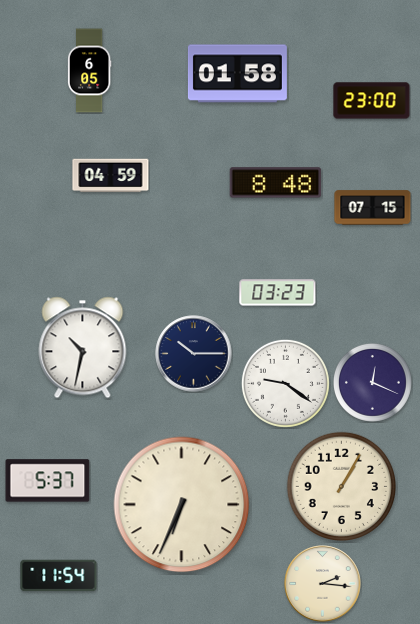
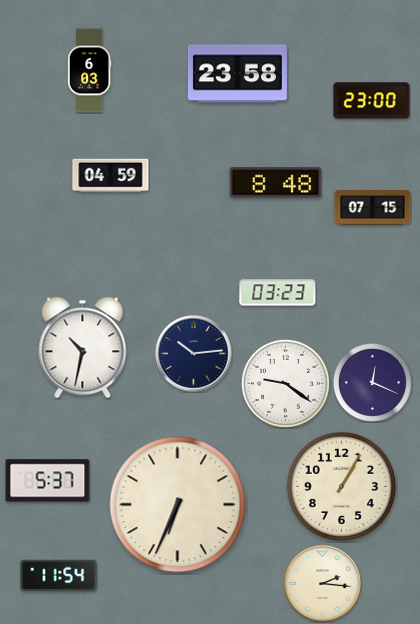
clock at (89, 71): 6:05 -> 6:03
clock at (237, 74): 01:58 -> 23:58
clock at (194, 354): 10:15 -> 10:14
clock at (182, 505) position: (182, 505) -> (178, 505)
